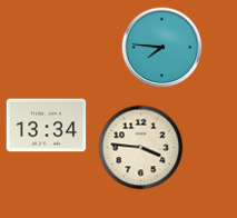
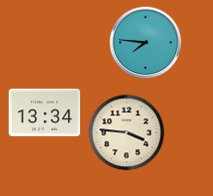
clock at (47, 126) position: (47, 126) -> (45, 113)
